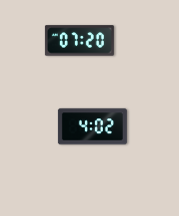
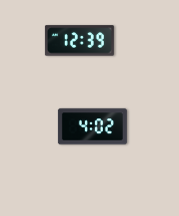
clock at (79, 41): 07:20 -> 12:39
